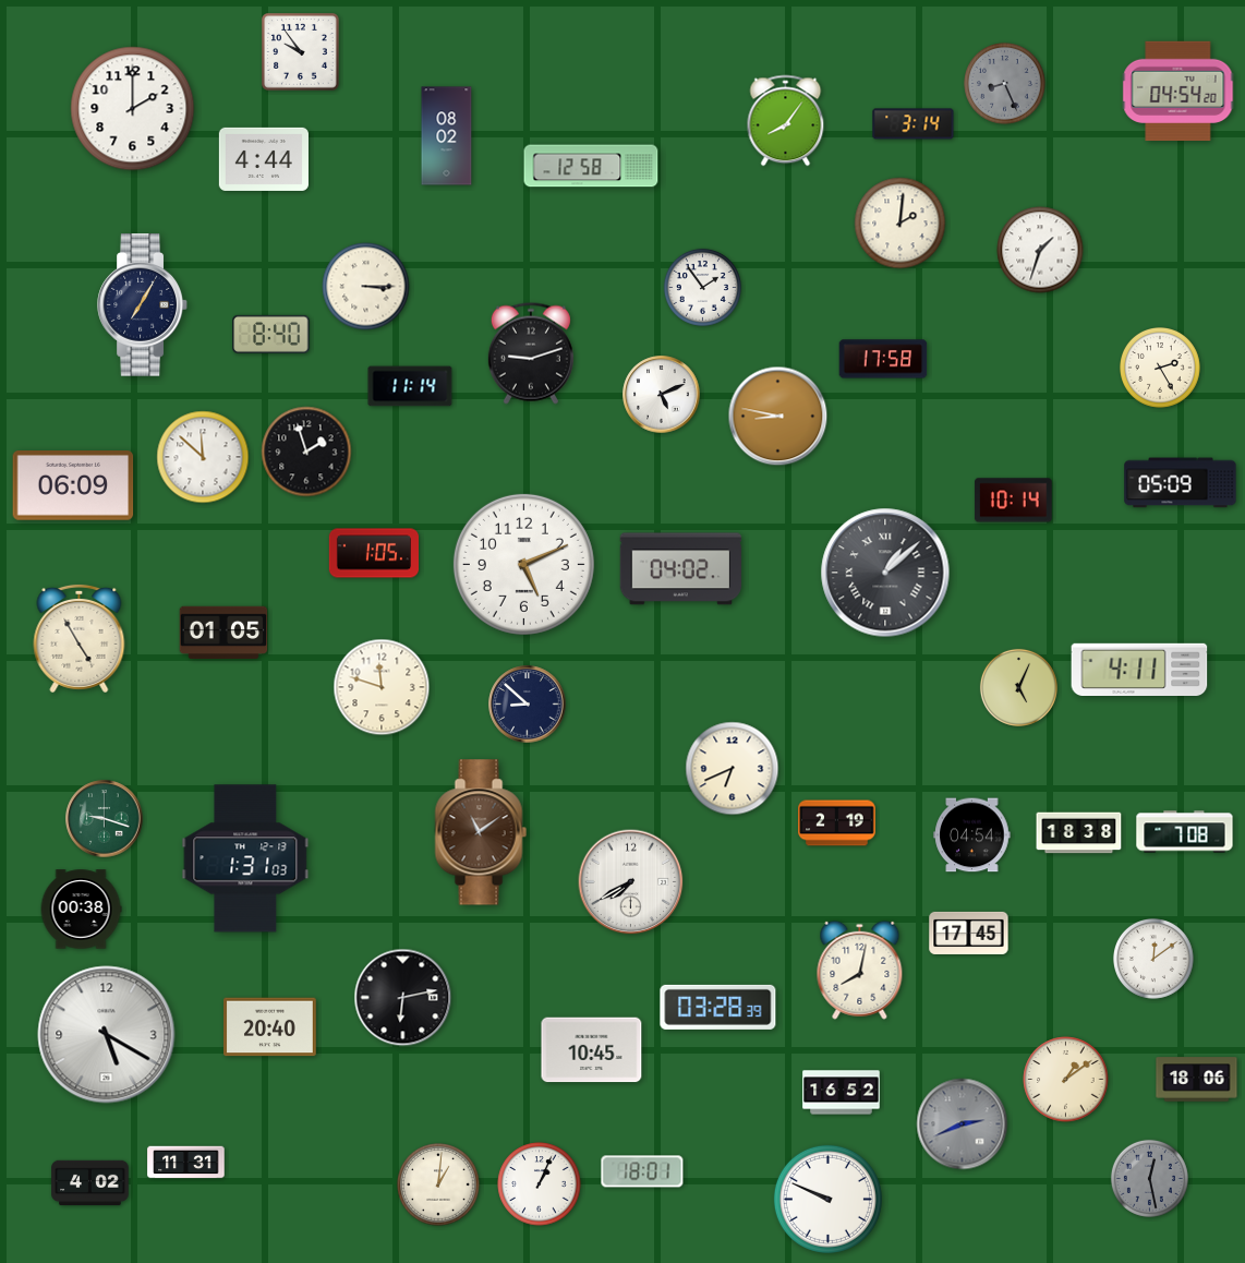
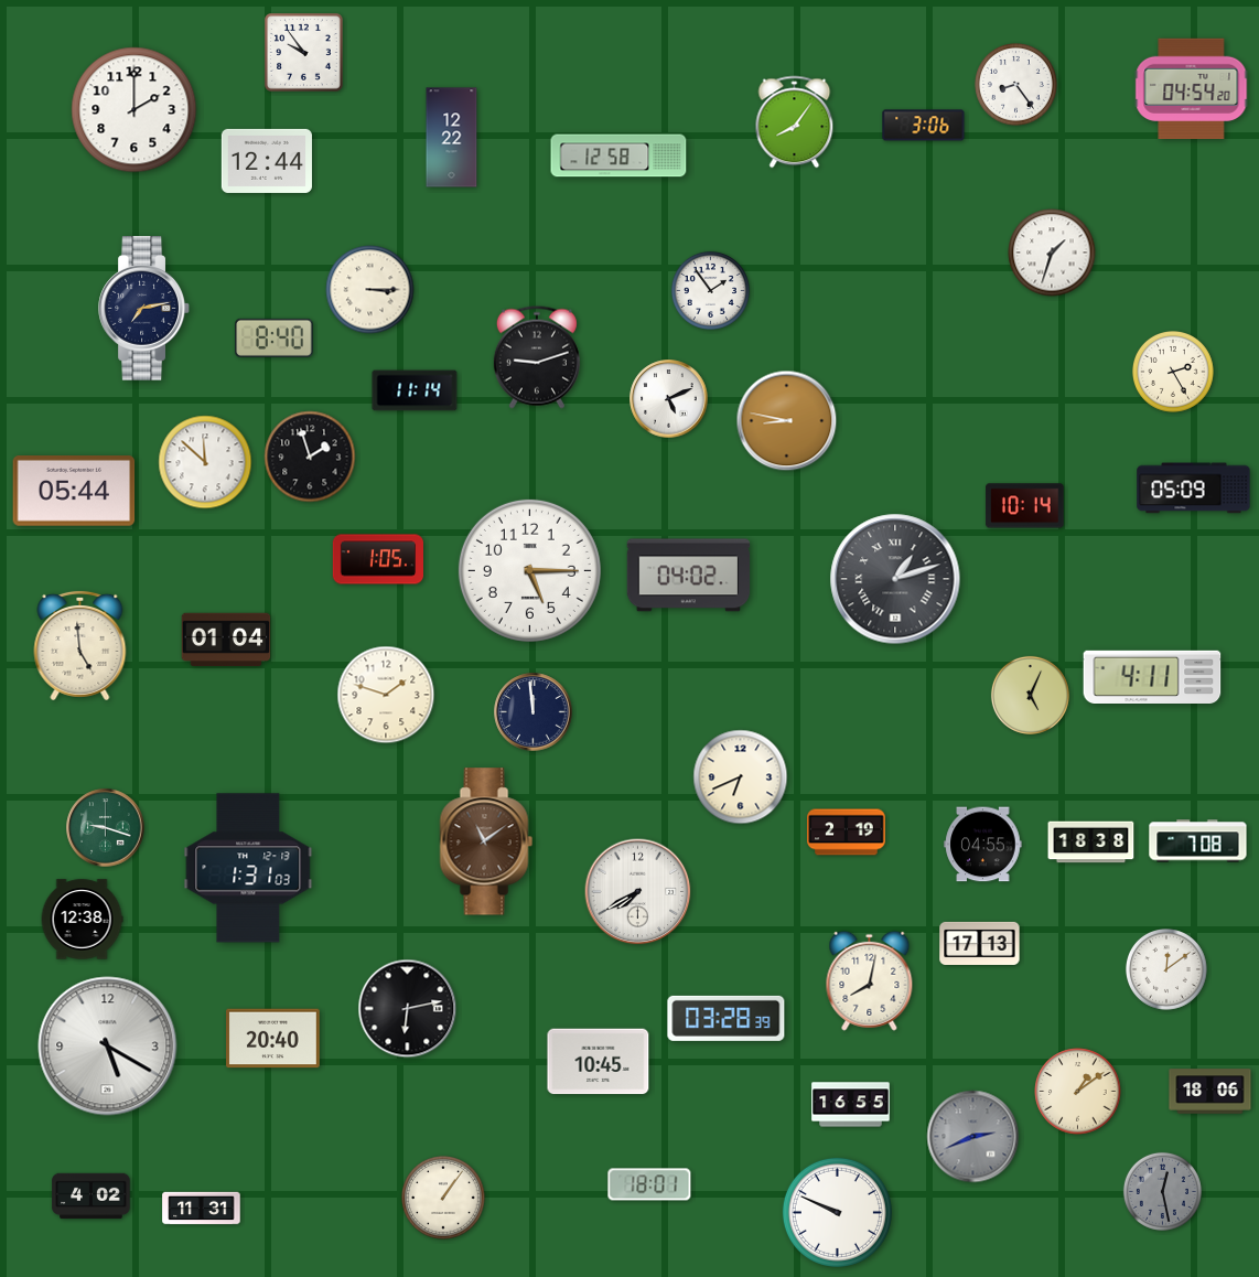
clock at (1005, 84): 8:26 -> 8:24
clock at (1005, 84) dial: grey -> white
clock at (1178, 92) position: (1178, 92) -> (1192, 89)
clock at (914, 124): 3:14 -> 3:06
clock at (447, 136): 08:02 -> 12:22
clock at (264, 159): 4:44 -> 12:44
clock at (591, 166) position: (591, 166) -> (618, 155)
clock at (900, 224): 2:01 -> none
clock at (142, 305): 7:05 -> 7:13
clock at (883, 359): 17:58 -> none
clock at (73, 486): 06:09 -> 05:44
clock at (523, 564): 5:11 -> 5:15
clock at (885, 573): 1:08 -> 1:12
clock at (223, 633): 01:05 -> 01:04
clock at (80, 638): 4:55 -> 4:59
clock at (382, 687): 11:48 -> 1:48
clock at (528, 705): 8:52 -> 11:59
clock at (972, 835): 04:54 -> 04:55
clock at (81, 910): 00:38 -> 12:38
clock at (969, 933): 17:45 -> 17:13
clock at (842, 1093): 16:52 -> 16:55
clock at (186, 1163) position: (186, 1163) -> (202, 1209)
clock at (438, 1184): 1:01 -> 1:06
clock at (540, 1184): 1:04 -> none
